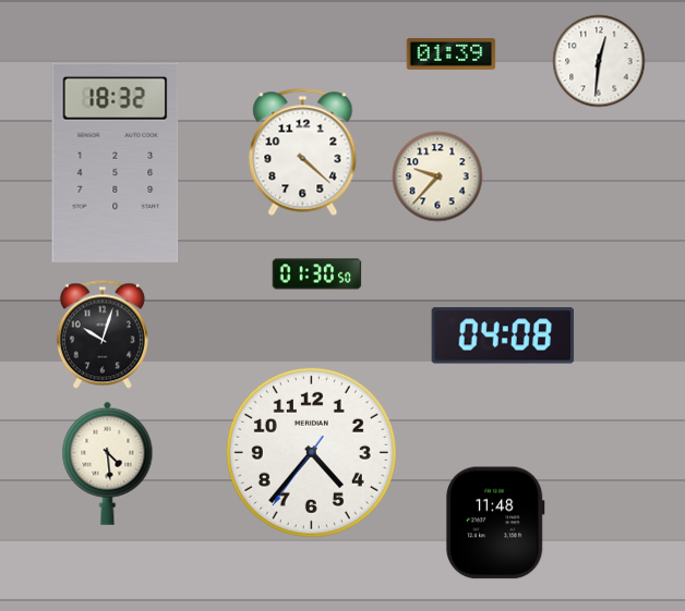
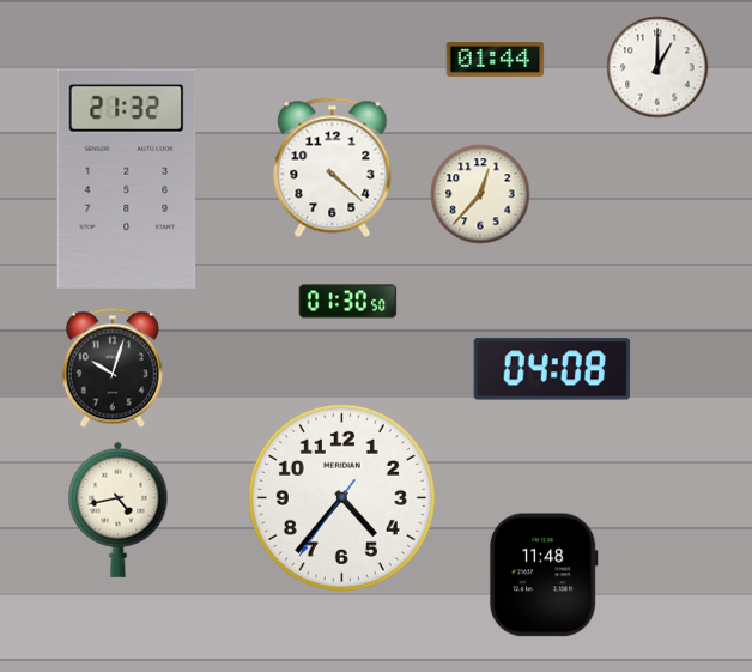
clock at (452, 54): 01:39 -> 01:44
clock at (599, 61): 12:31 -> 1:00
clock at (116, 162): 18:32 -> 21:32
clock at (437, 176): 9:37 -> 12:37
clock at (108, 463): 4:29 -> 4:43
